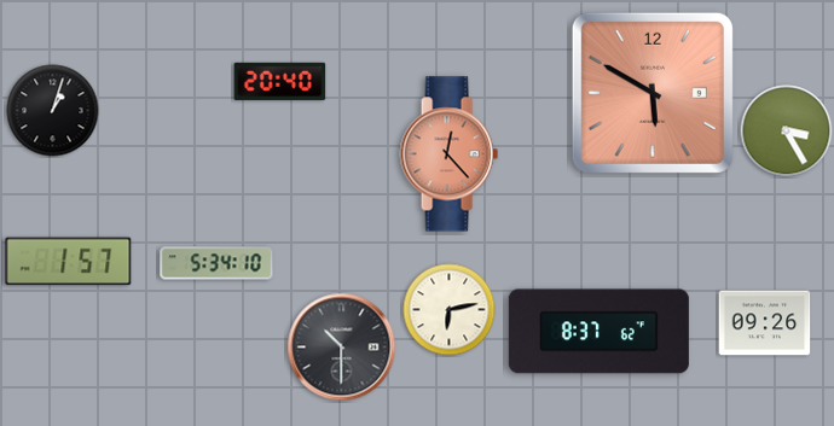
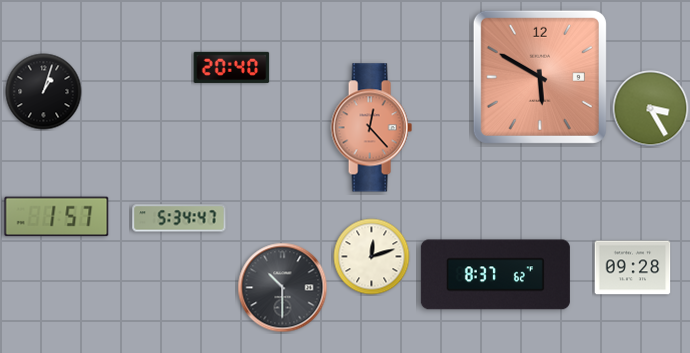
clock at (216, 263): 5:34:10 -> 5:34:47
clock at (450, 310): 6:13 -> 12:12
clock at (765, 323): 09:26 -> 09:28
